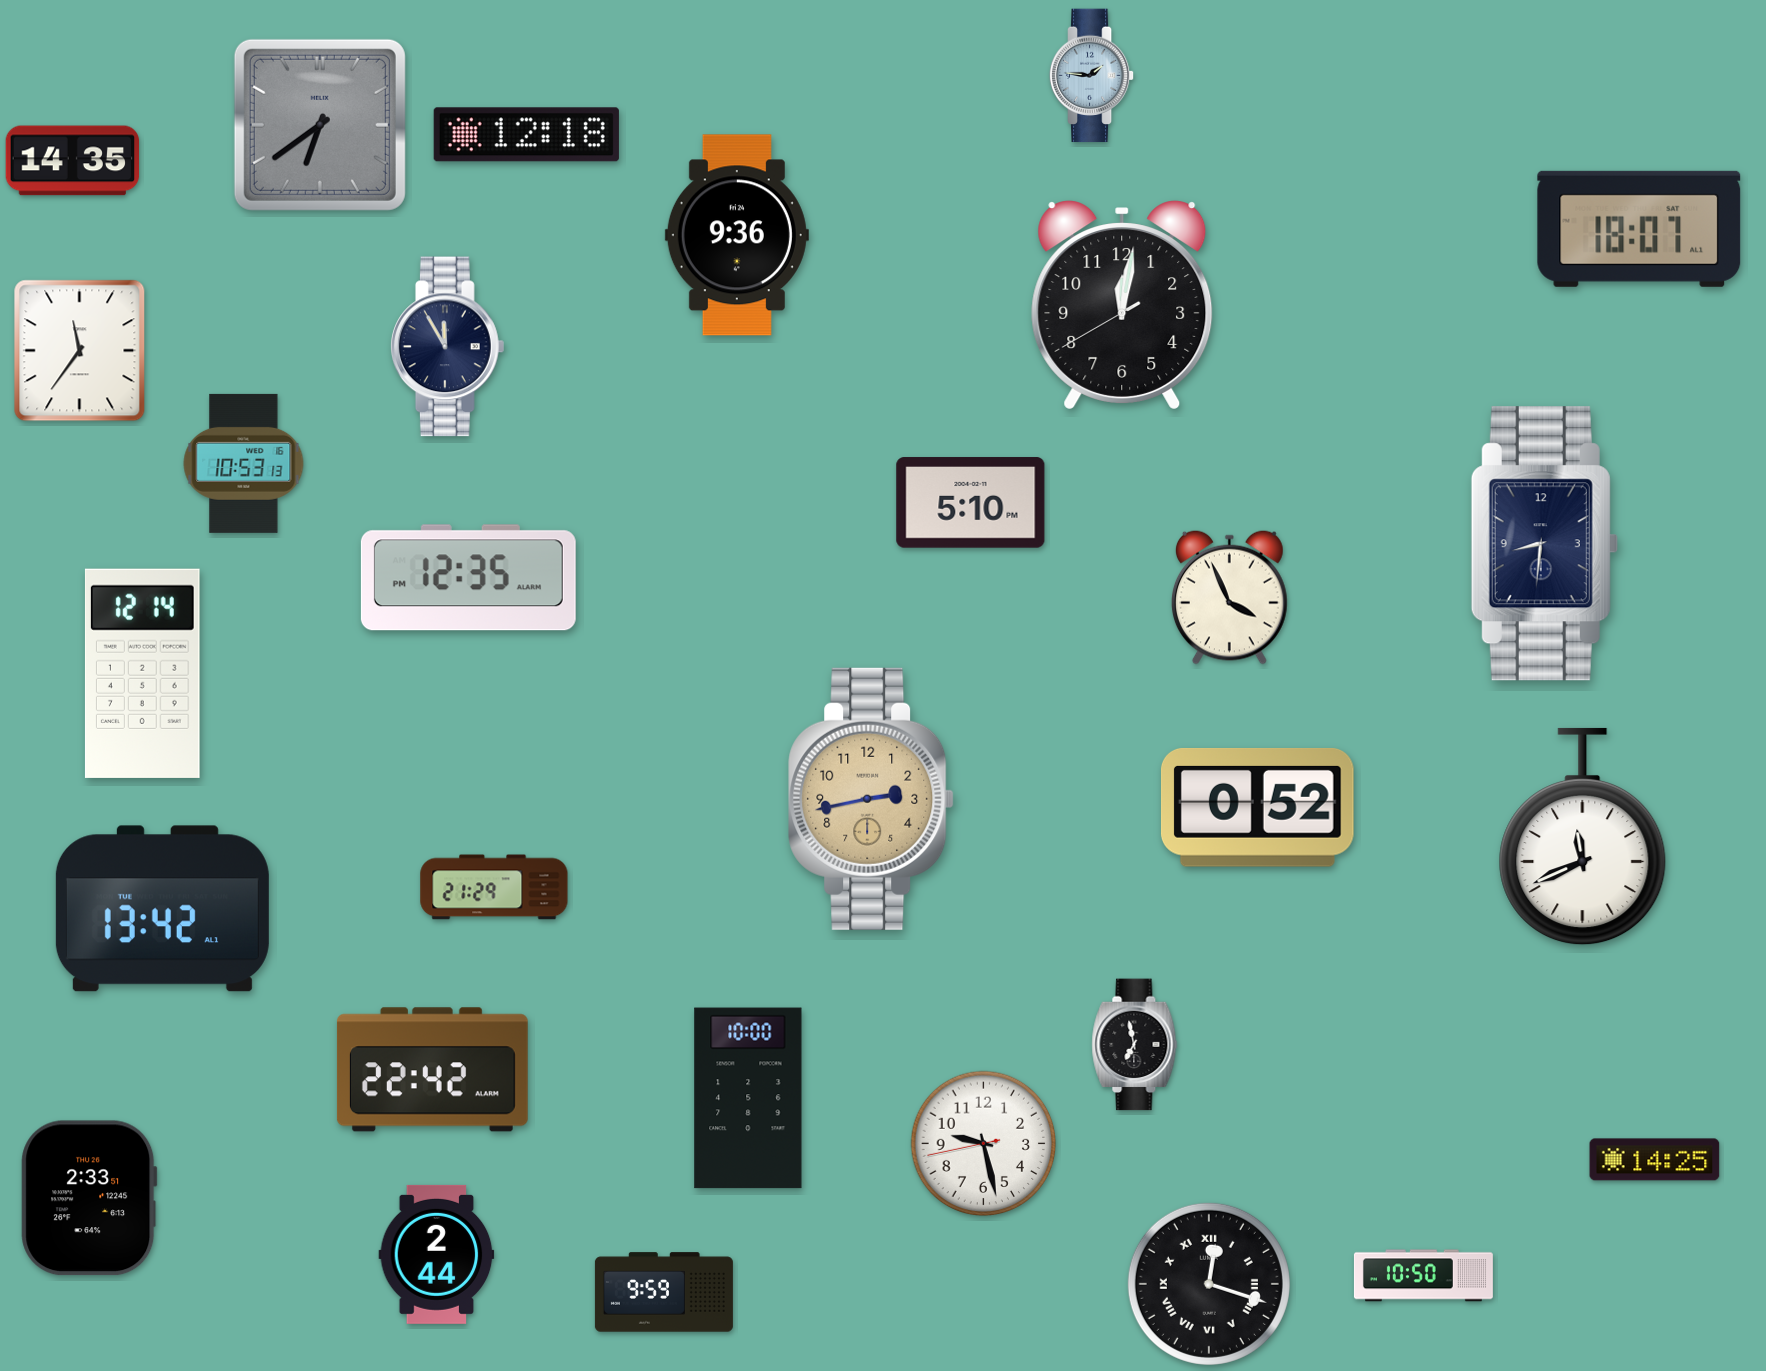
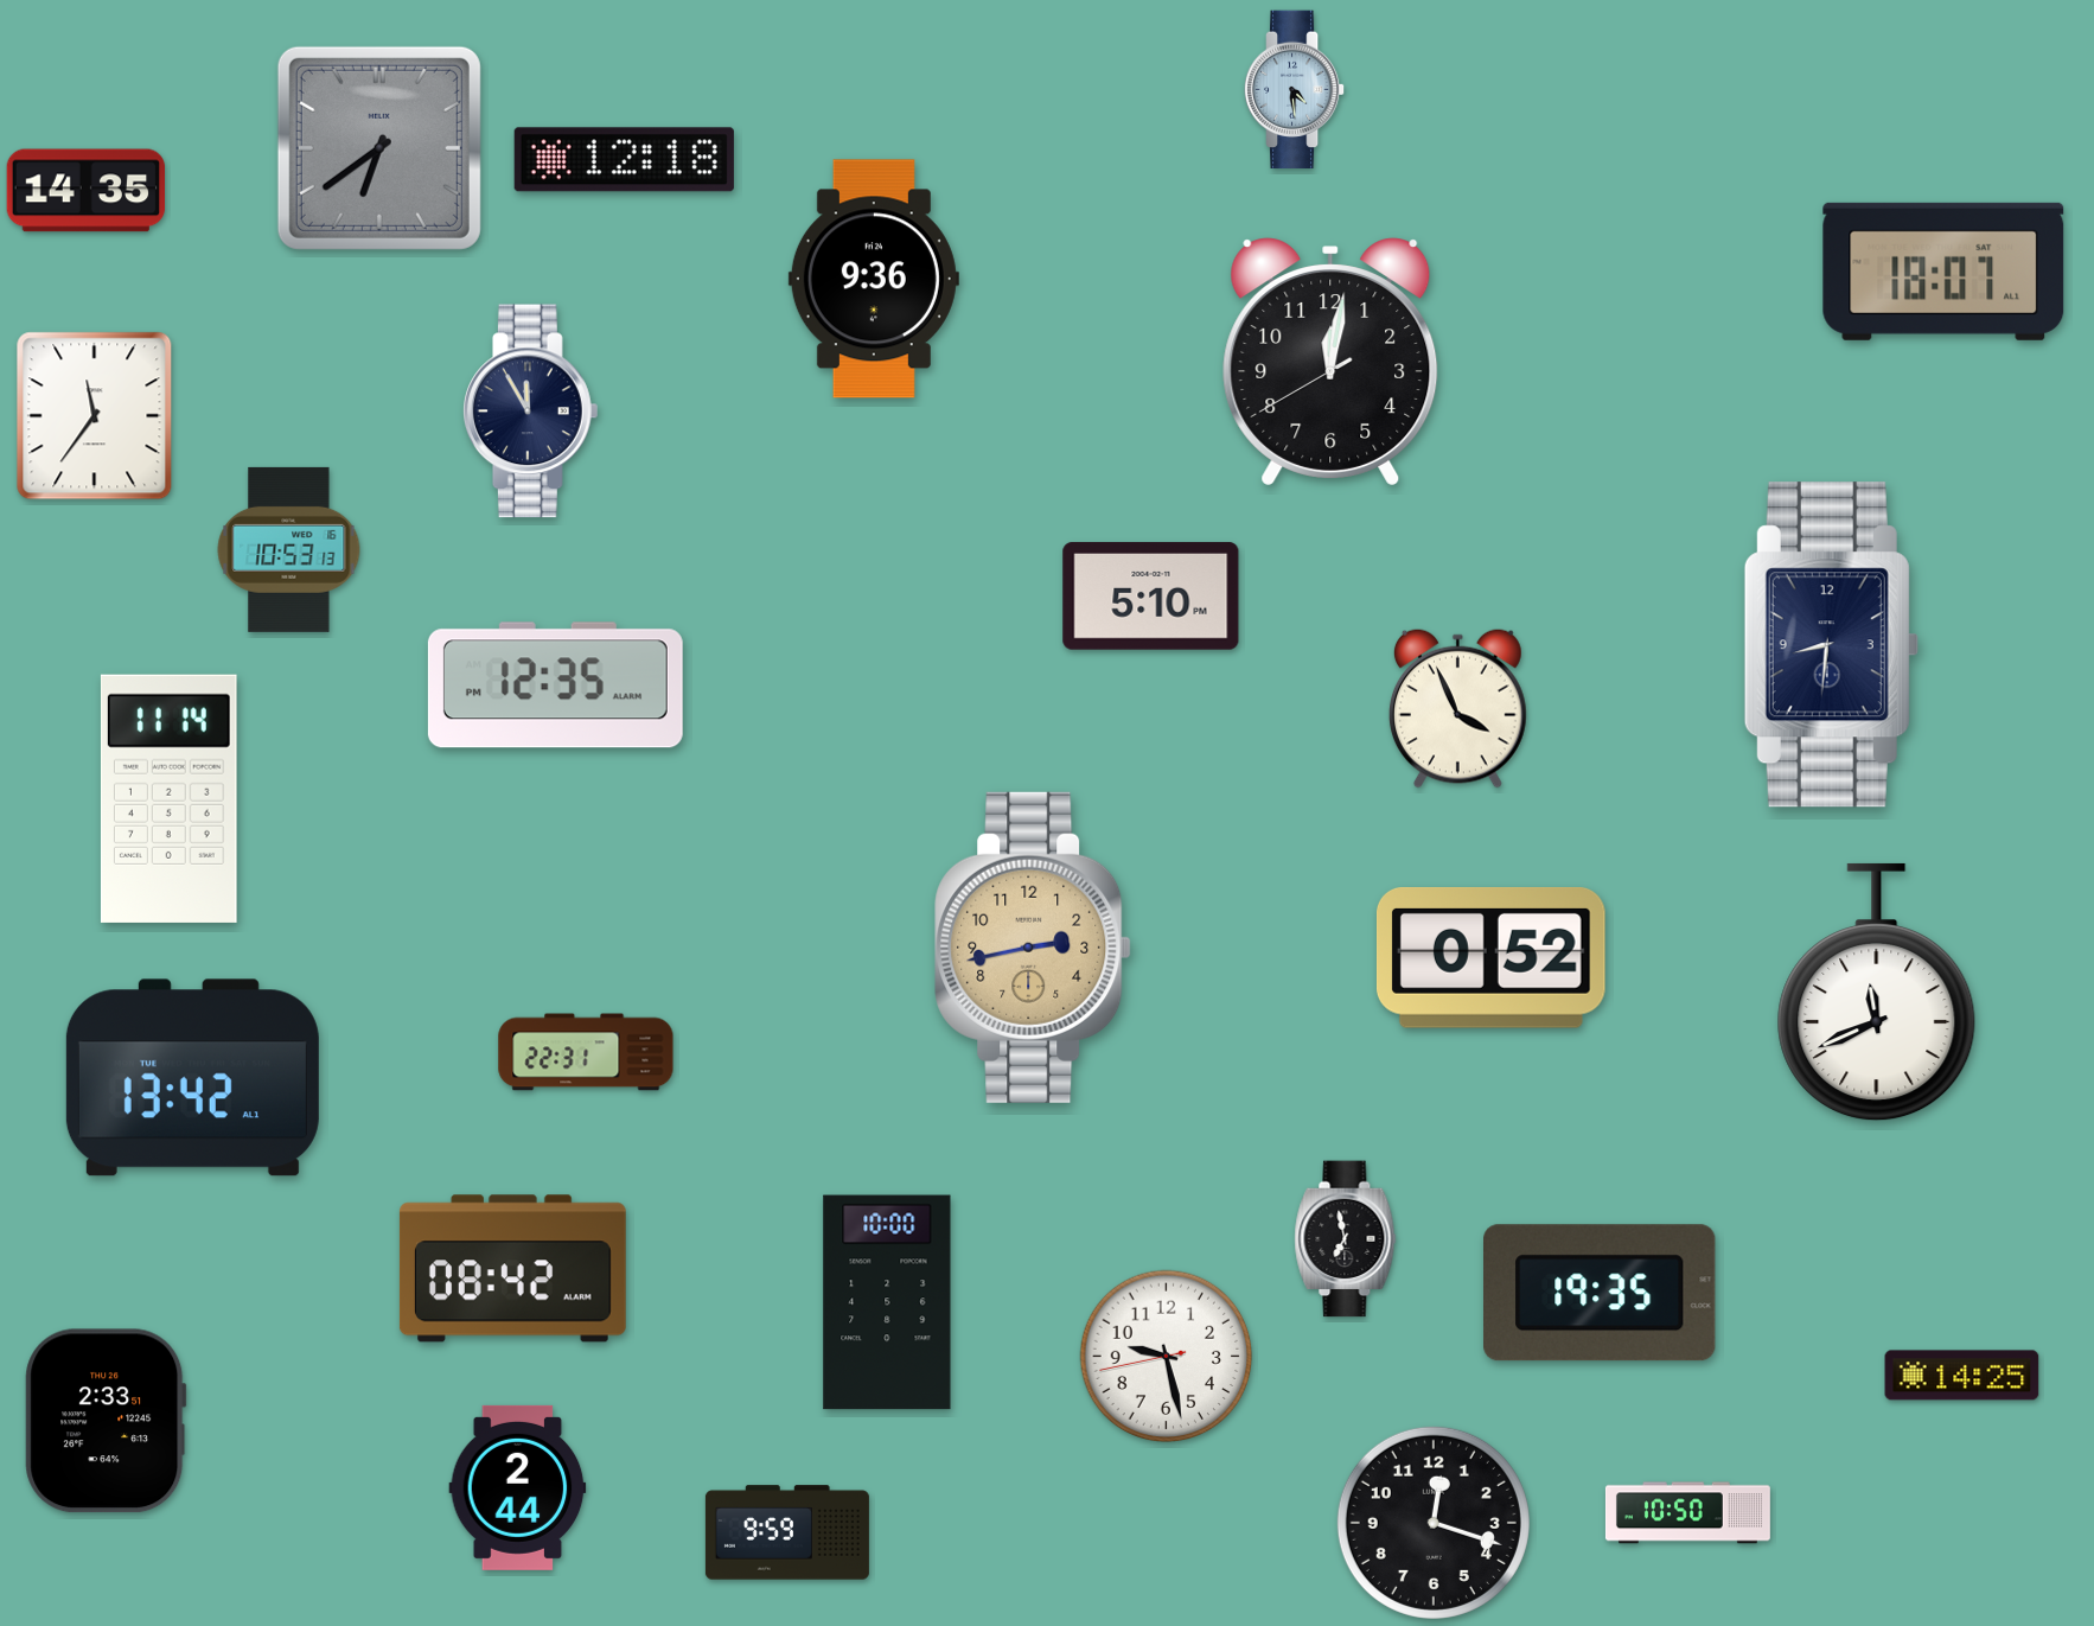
clock at (1092, 76): 1:46 -> 4:29
clock at (142, 673): 12:14 -> 11:14
clock at (494, 887): 21:29 -> 22:31
clock at (432, 1070): 22:42 -> 08:42
clock at (1601, 1293): none -> 19:35
clock at (1209, 1284) numerals: Roman -> Arabic
